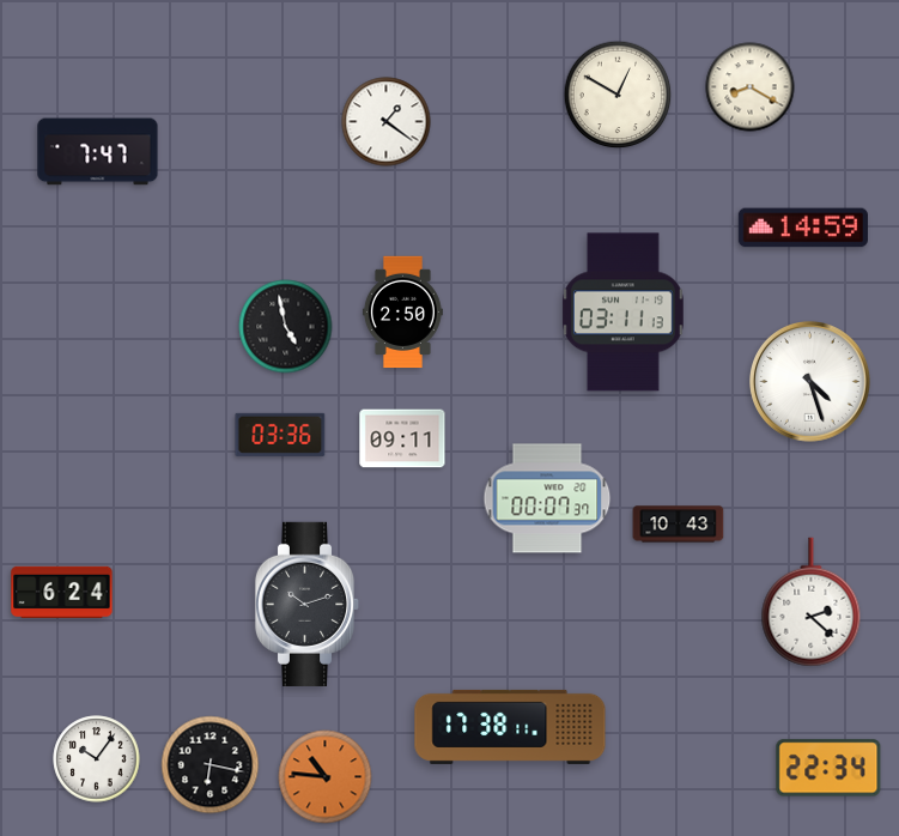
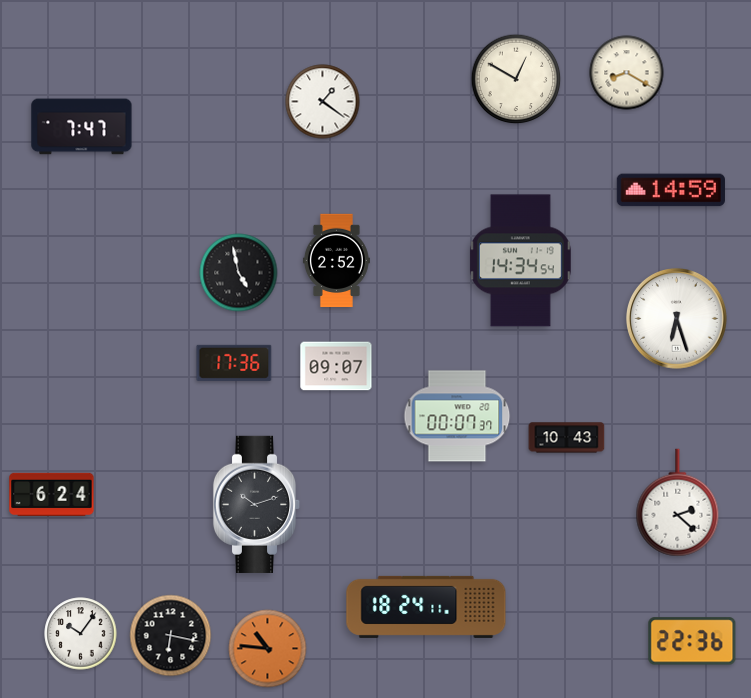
clock at (402, 313): 2:50 -> 2:52
clock at (622, 313): 03:11 -> 14:34
clock at (810, 382): 4:27 -> 6:27
clock at (280, 435): 03:36 -> 17:36
clock at (402, 438): 09:11 -> 09:07
clock at (510, 727): 17:38 -> 18:24
clock at (211, 765) position: (211, 765) -> (171, 636)
clock at (828, 768): 22:34 -> 22:36
clock at (326, 777) position: (326, 777) -> (268, 649)
